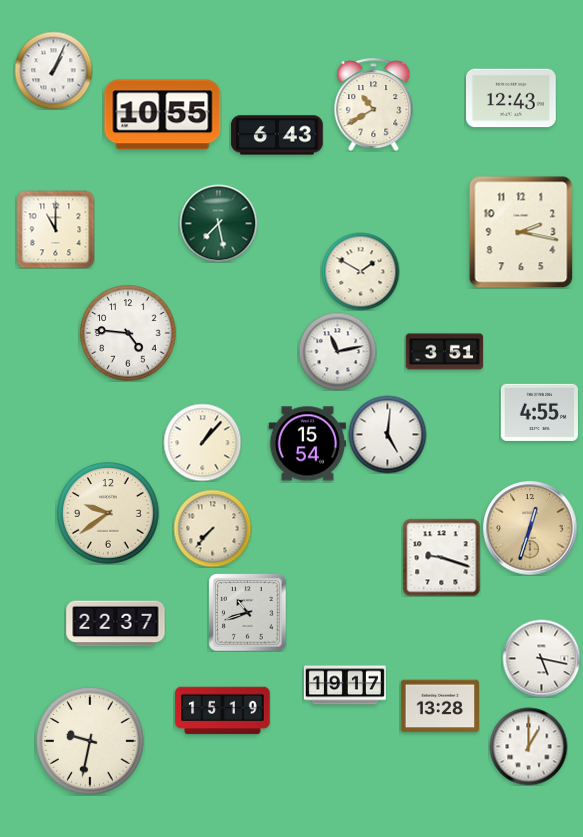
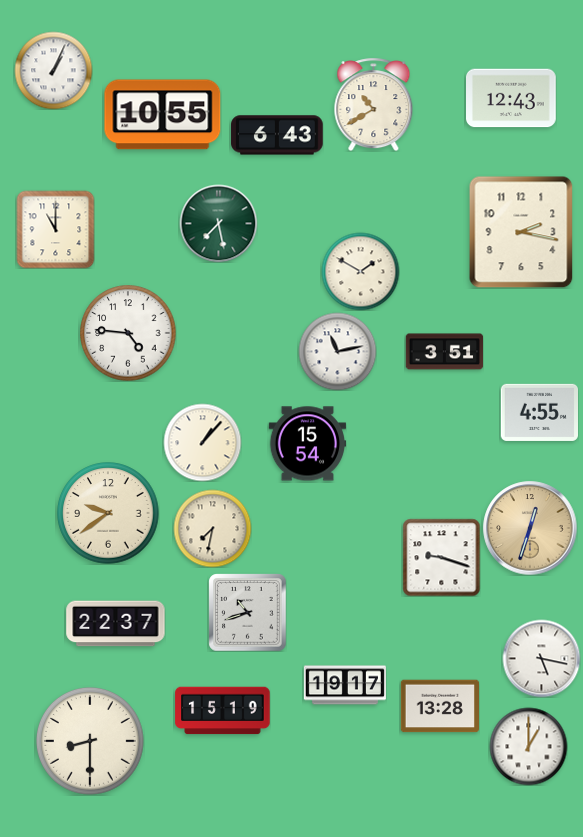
clock at (387, 434): 5:01 -> none
clock at (212, 528): 7:37 -> 7:32
clock at (90, 741): 9:32 -> 8:30
